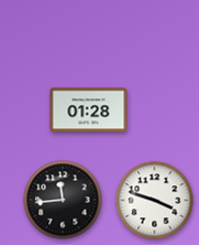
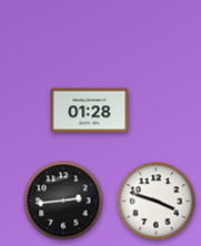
clock at (63, 200): 11:44 -> 2:44
